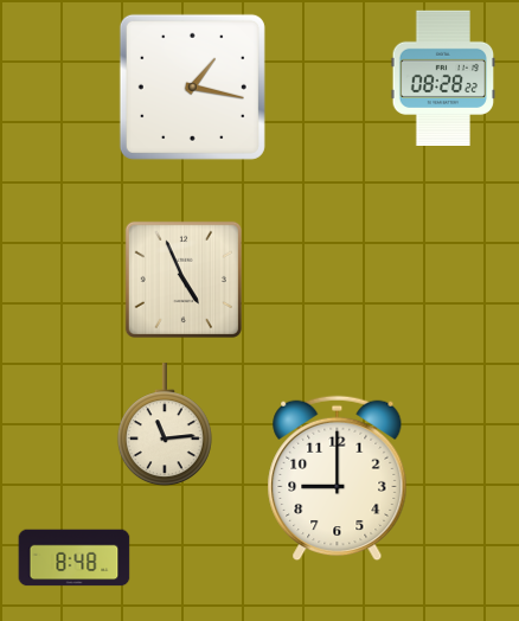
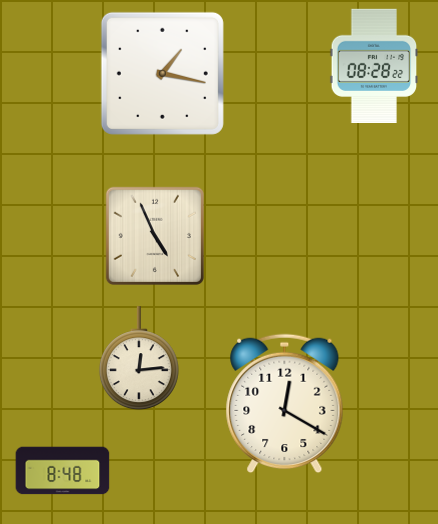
clock at (165, 425): 11:14 -> 12:14
clock at (338, 479): 9:00 -> 12:20
